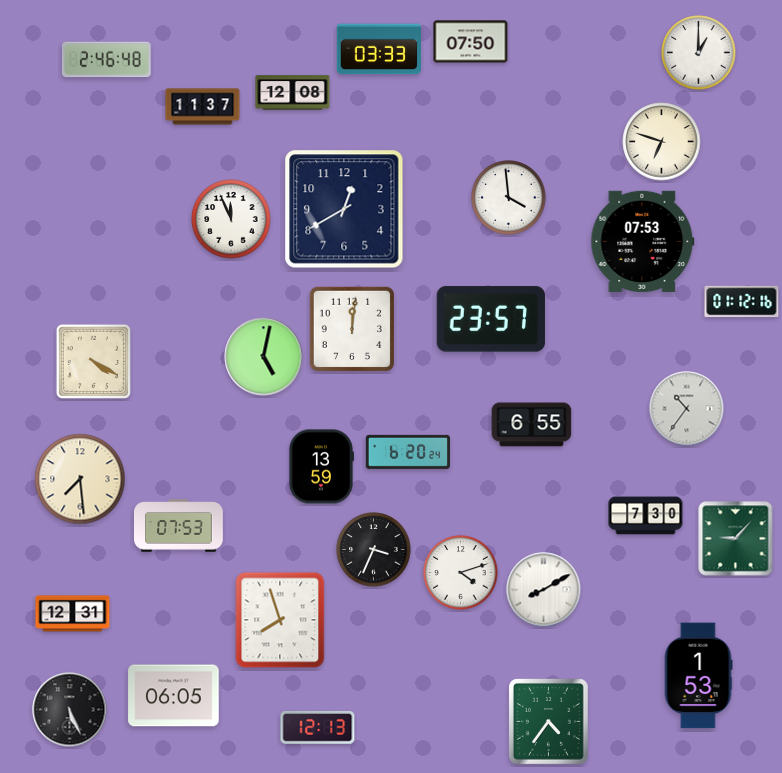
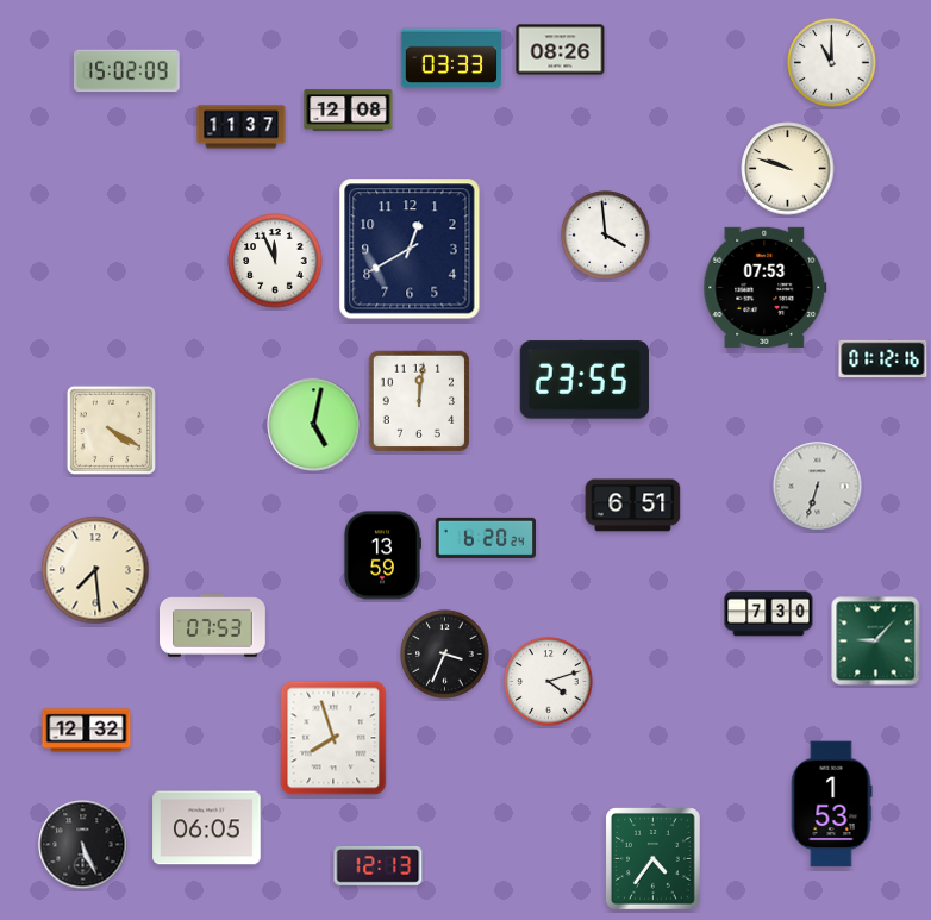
clock at (471, 42): 07:50 -> 08:26
clock at (699, 53): 1:00 -> 11:00
clock at (106, 60): 2:46 -> 15:02
clock at (662, 142): 6:48 -> 9:48
clock at (491, 319): 23:57 -> 23:55
clock at (351, 328) position: (351, 328) -> (418, 400)
clock at (687, 409): 10:36 -> 6:33
clock at (532, 425): 6:55 -> 6:51
clock at (544, 590): 8:10 -> none
clock at (73, 614): 12:31 -> 12:32
